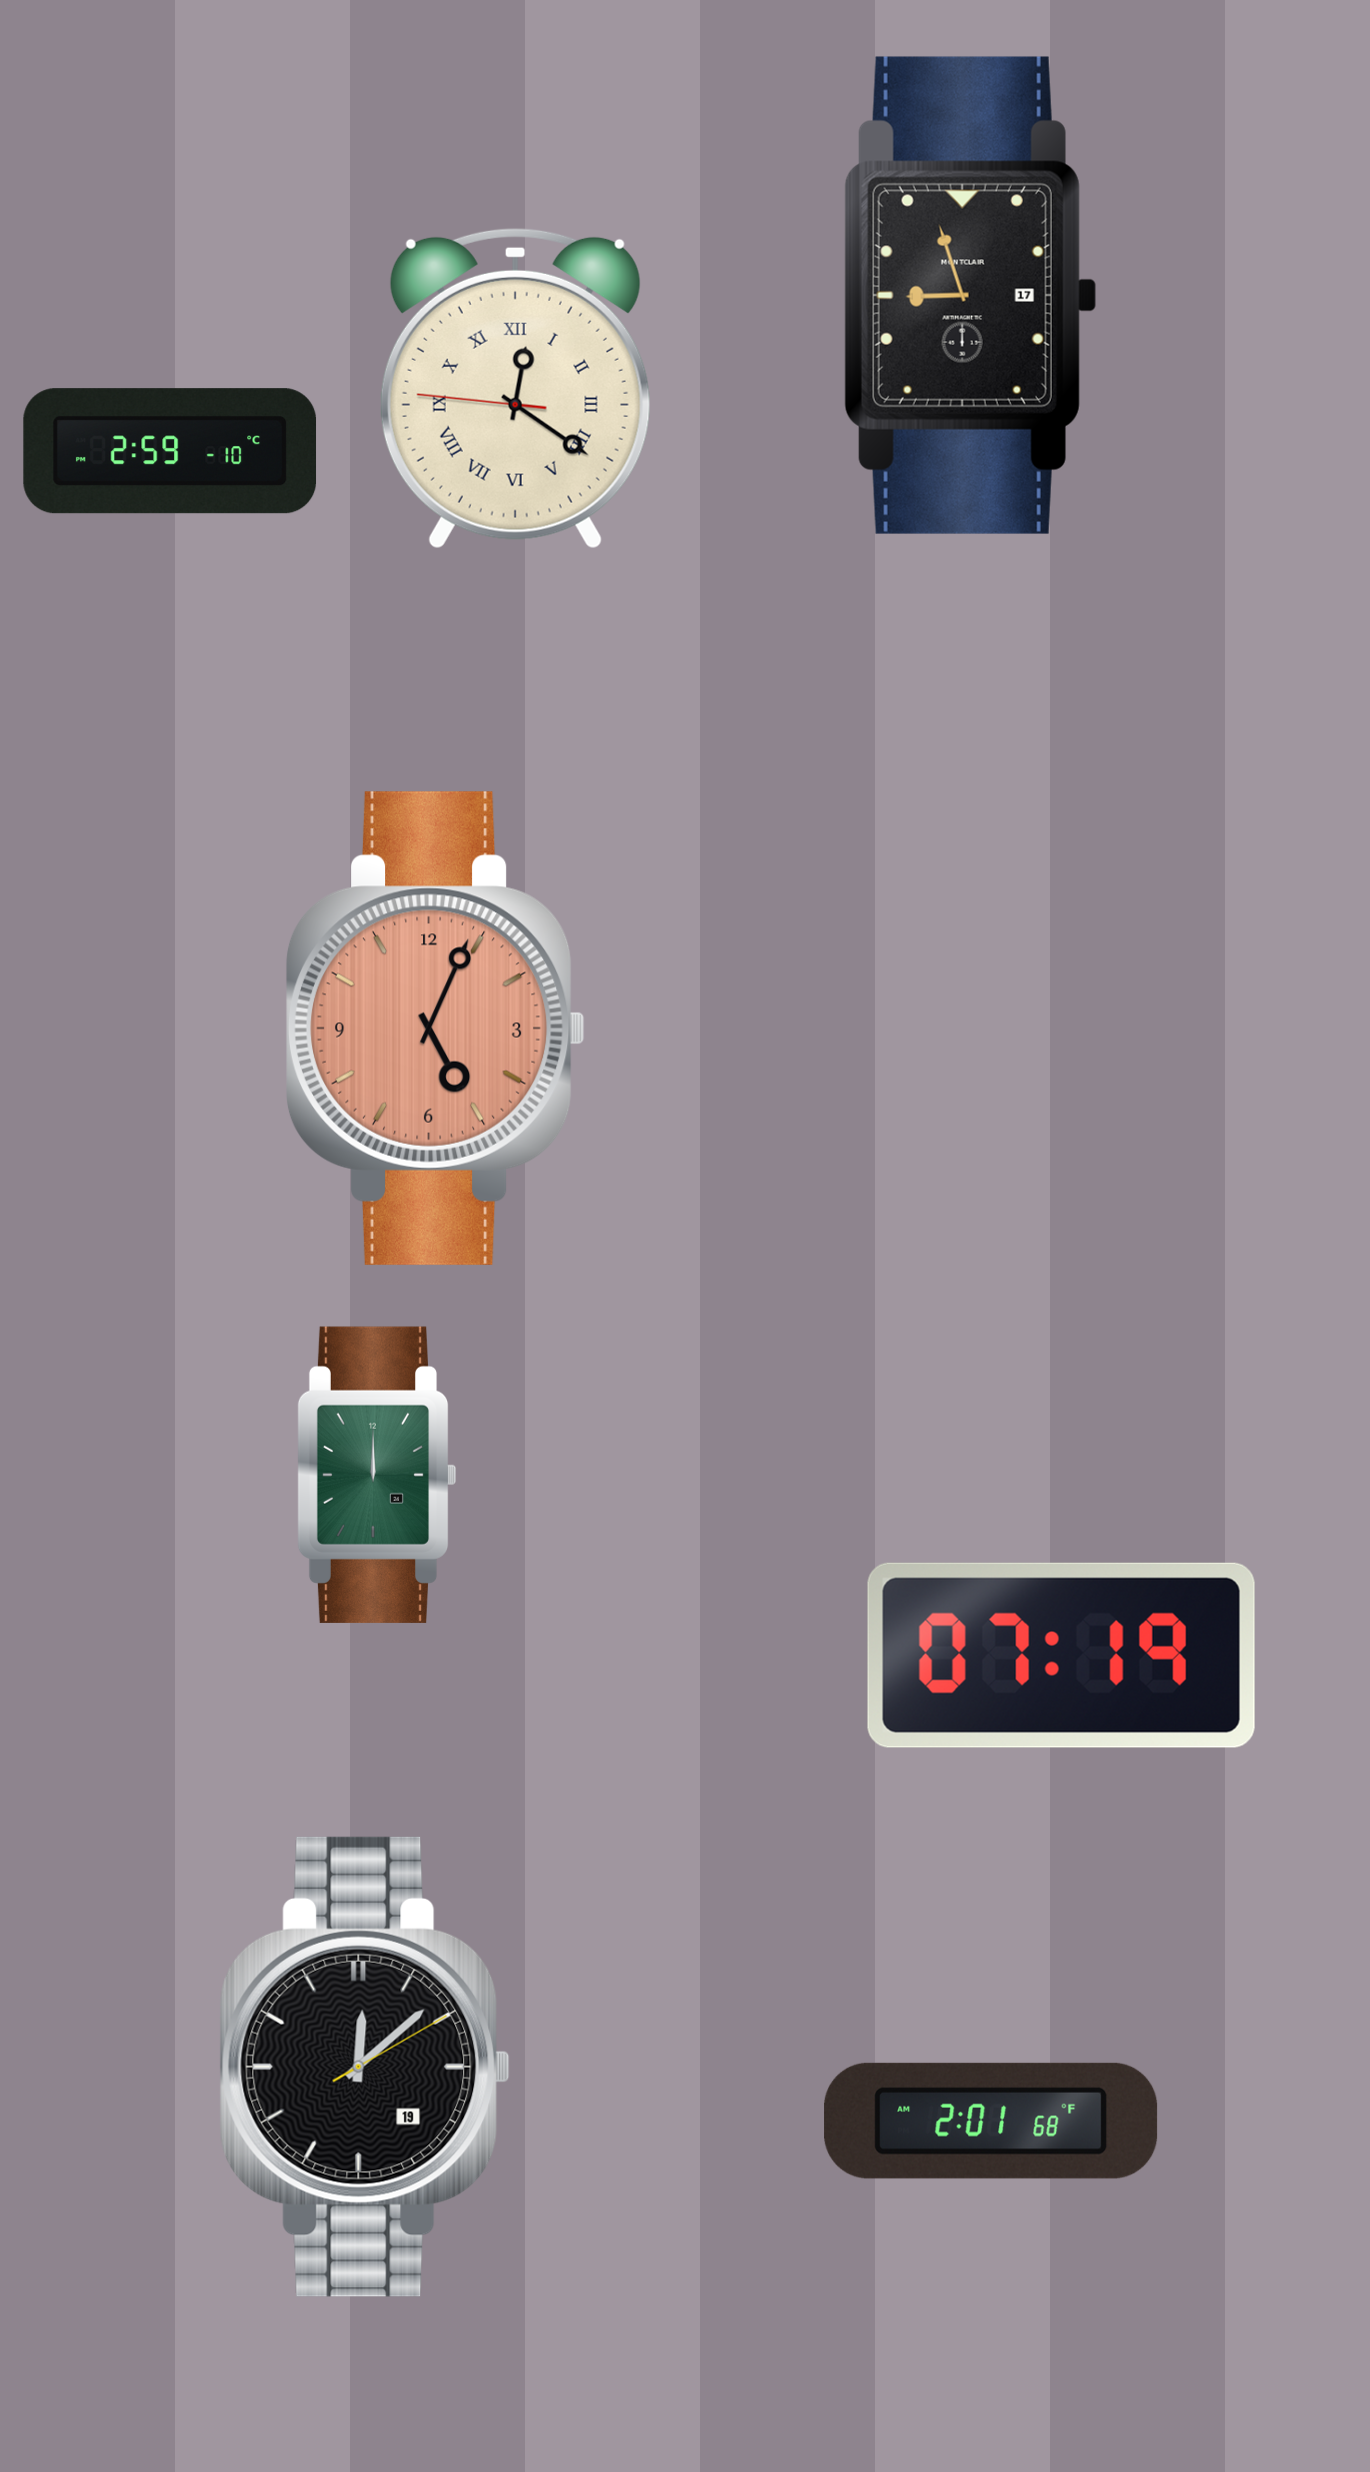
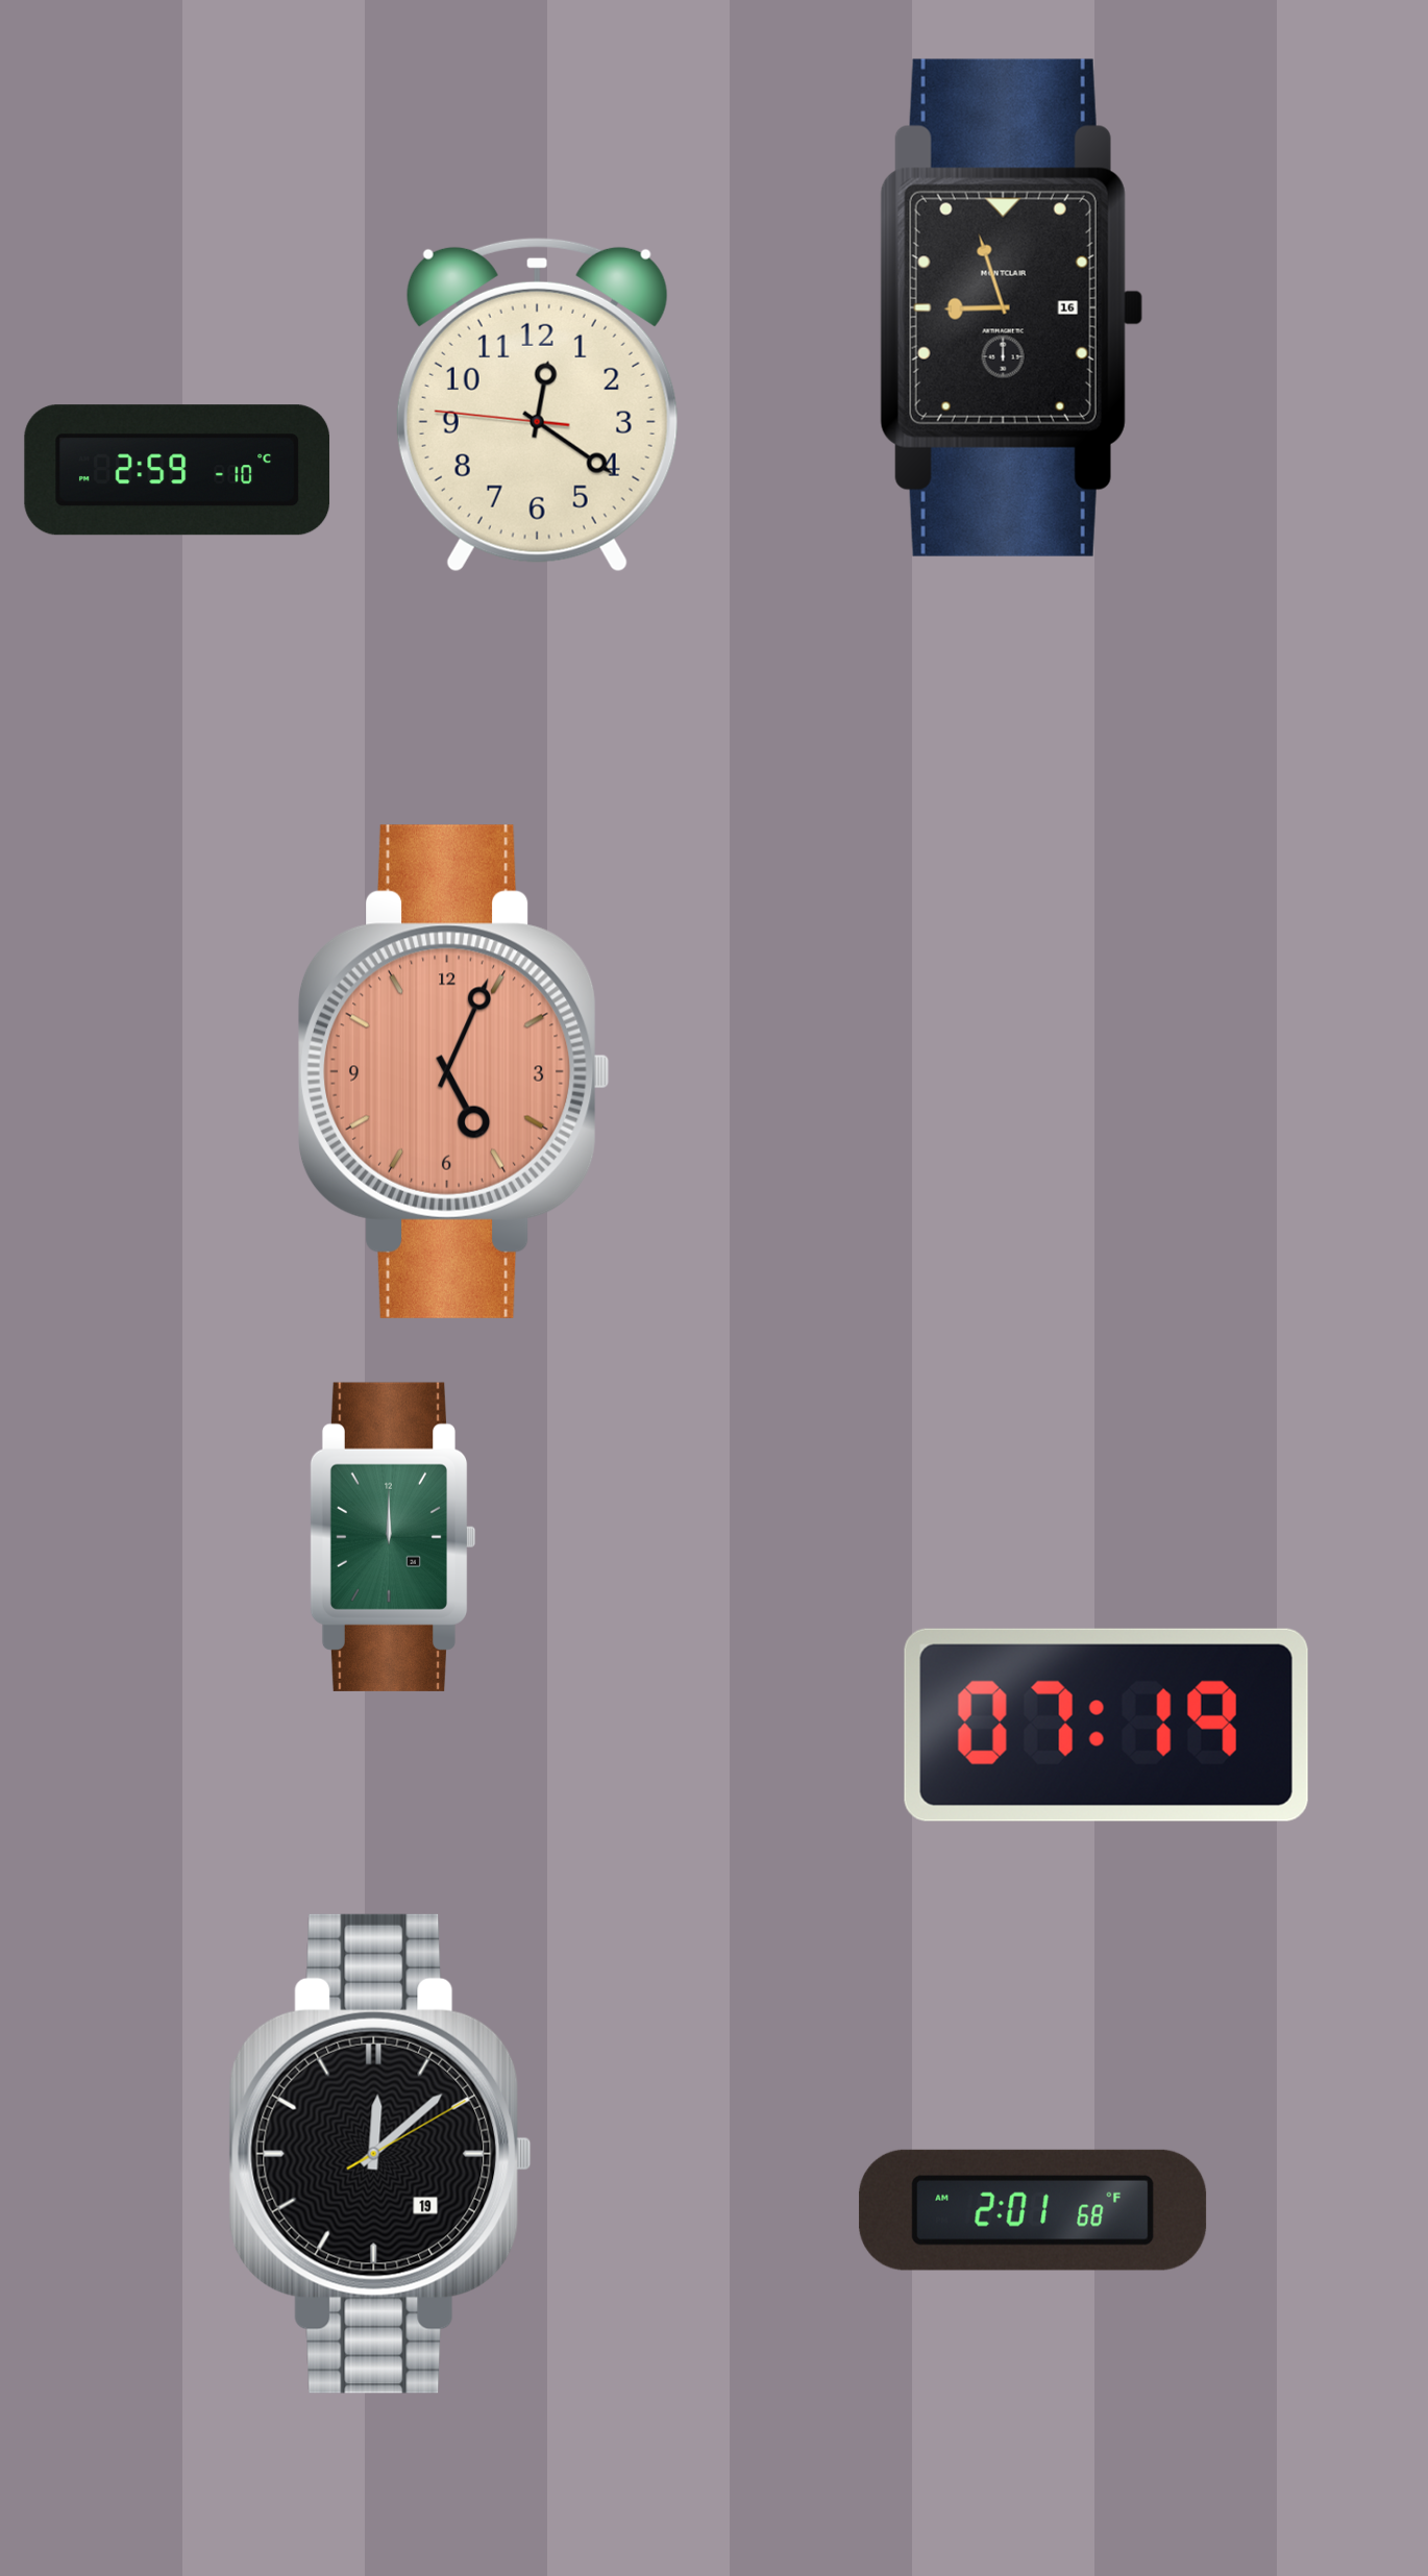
clock at (970, 295) date: 17 -> 16
clock at (515, 388) numerals: Roman -> Arabic
